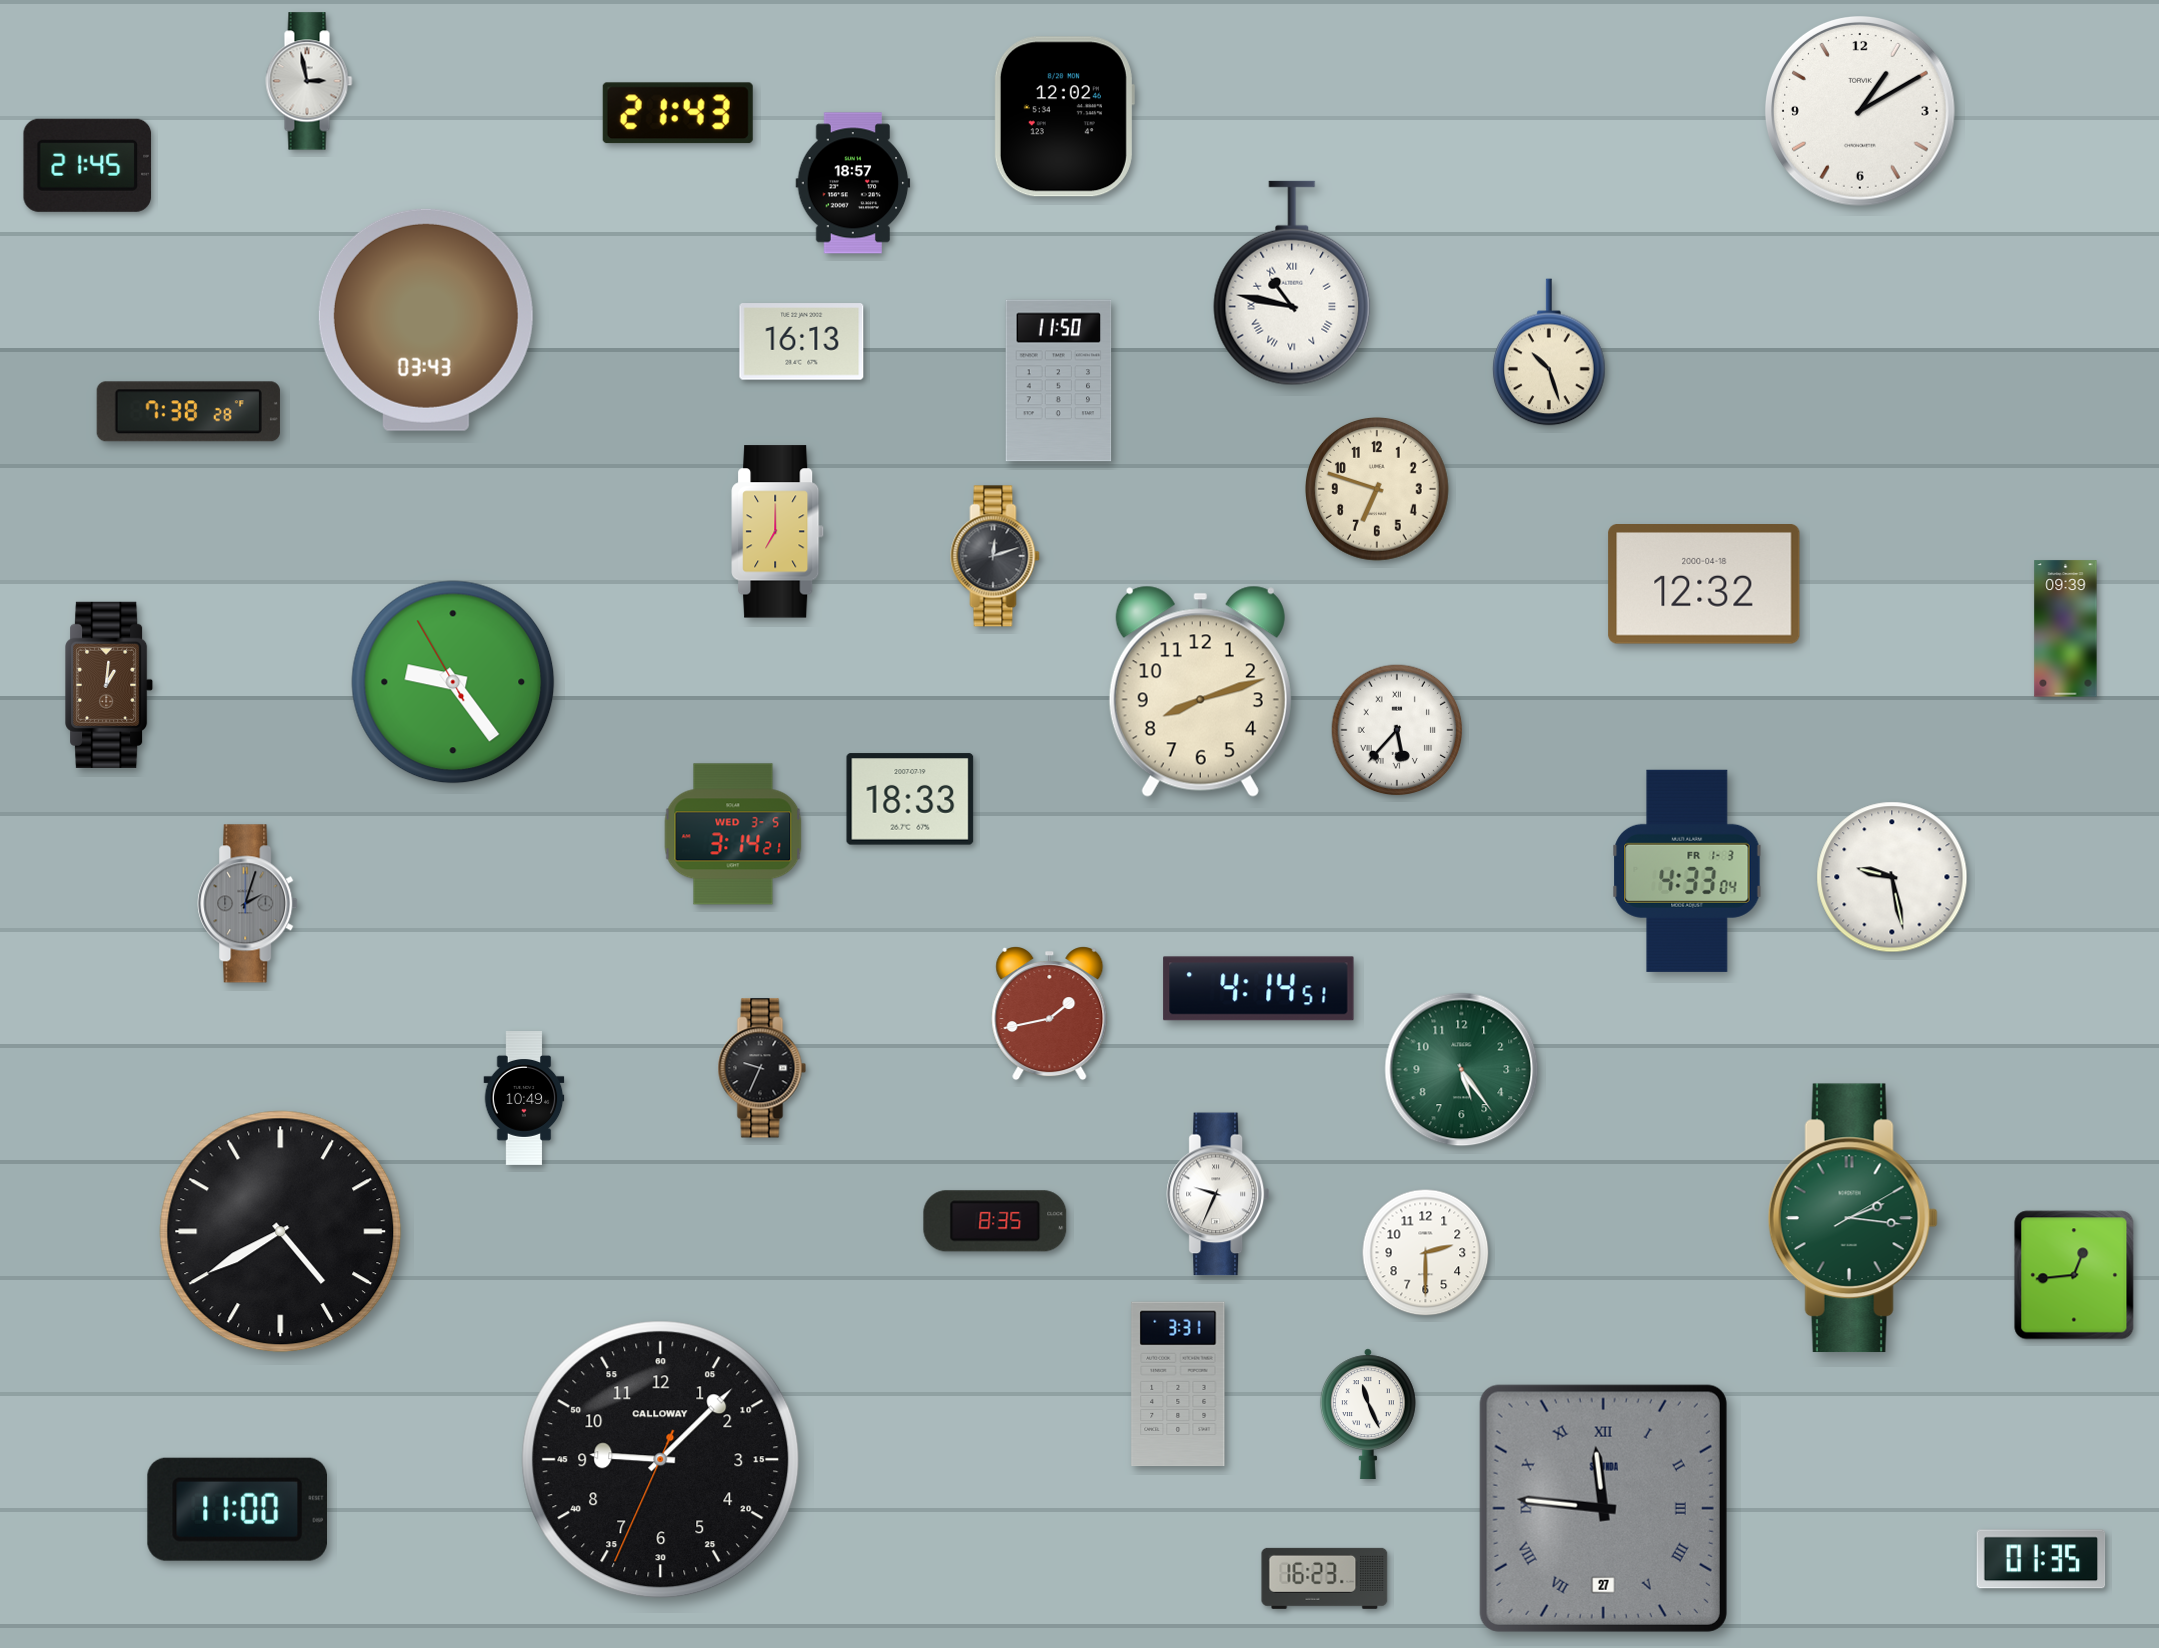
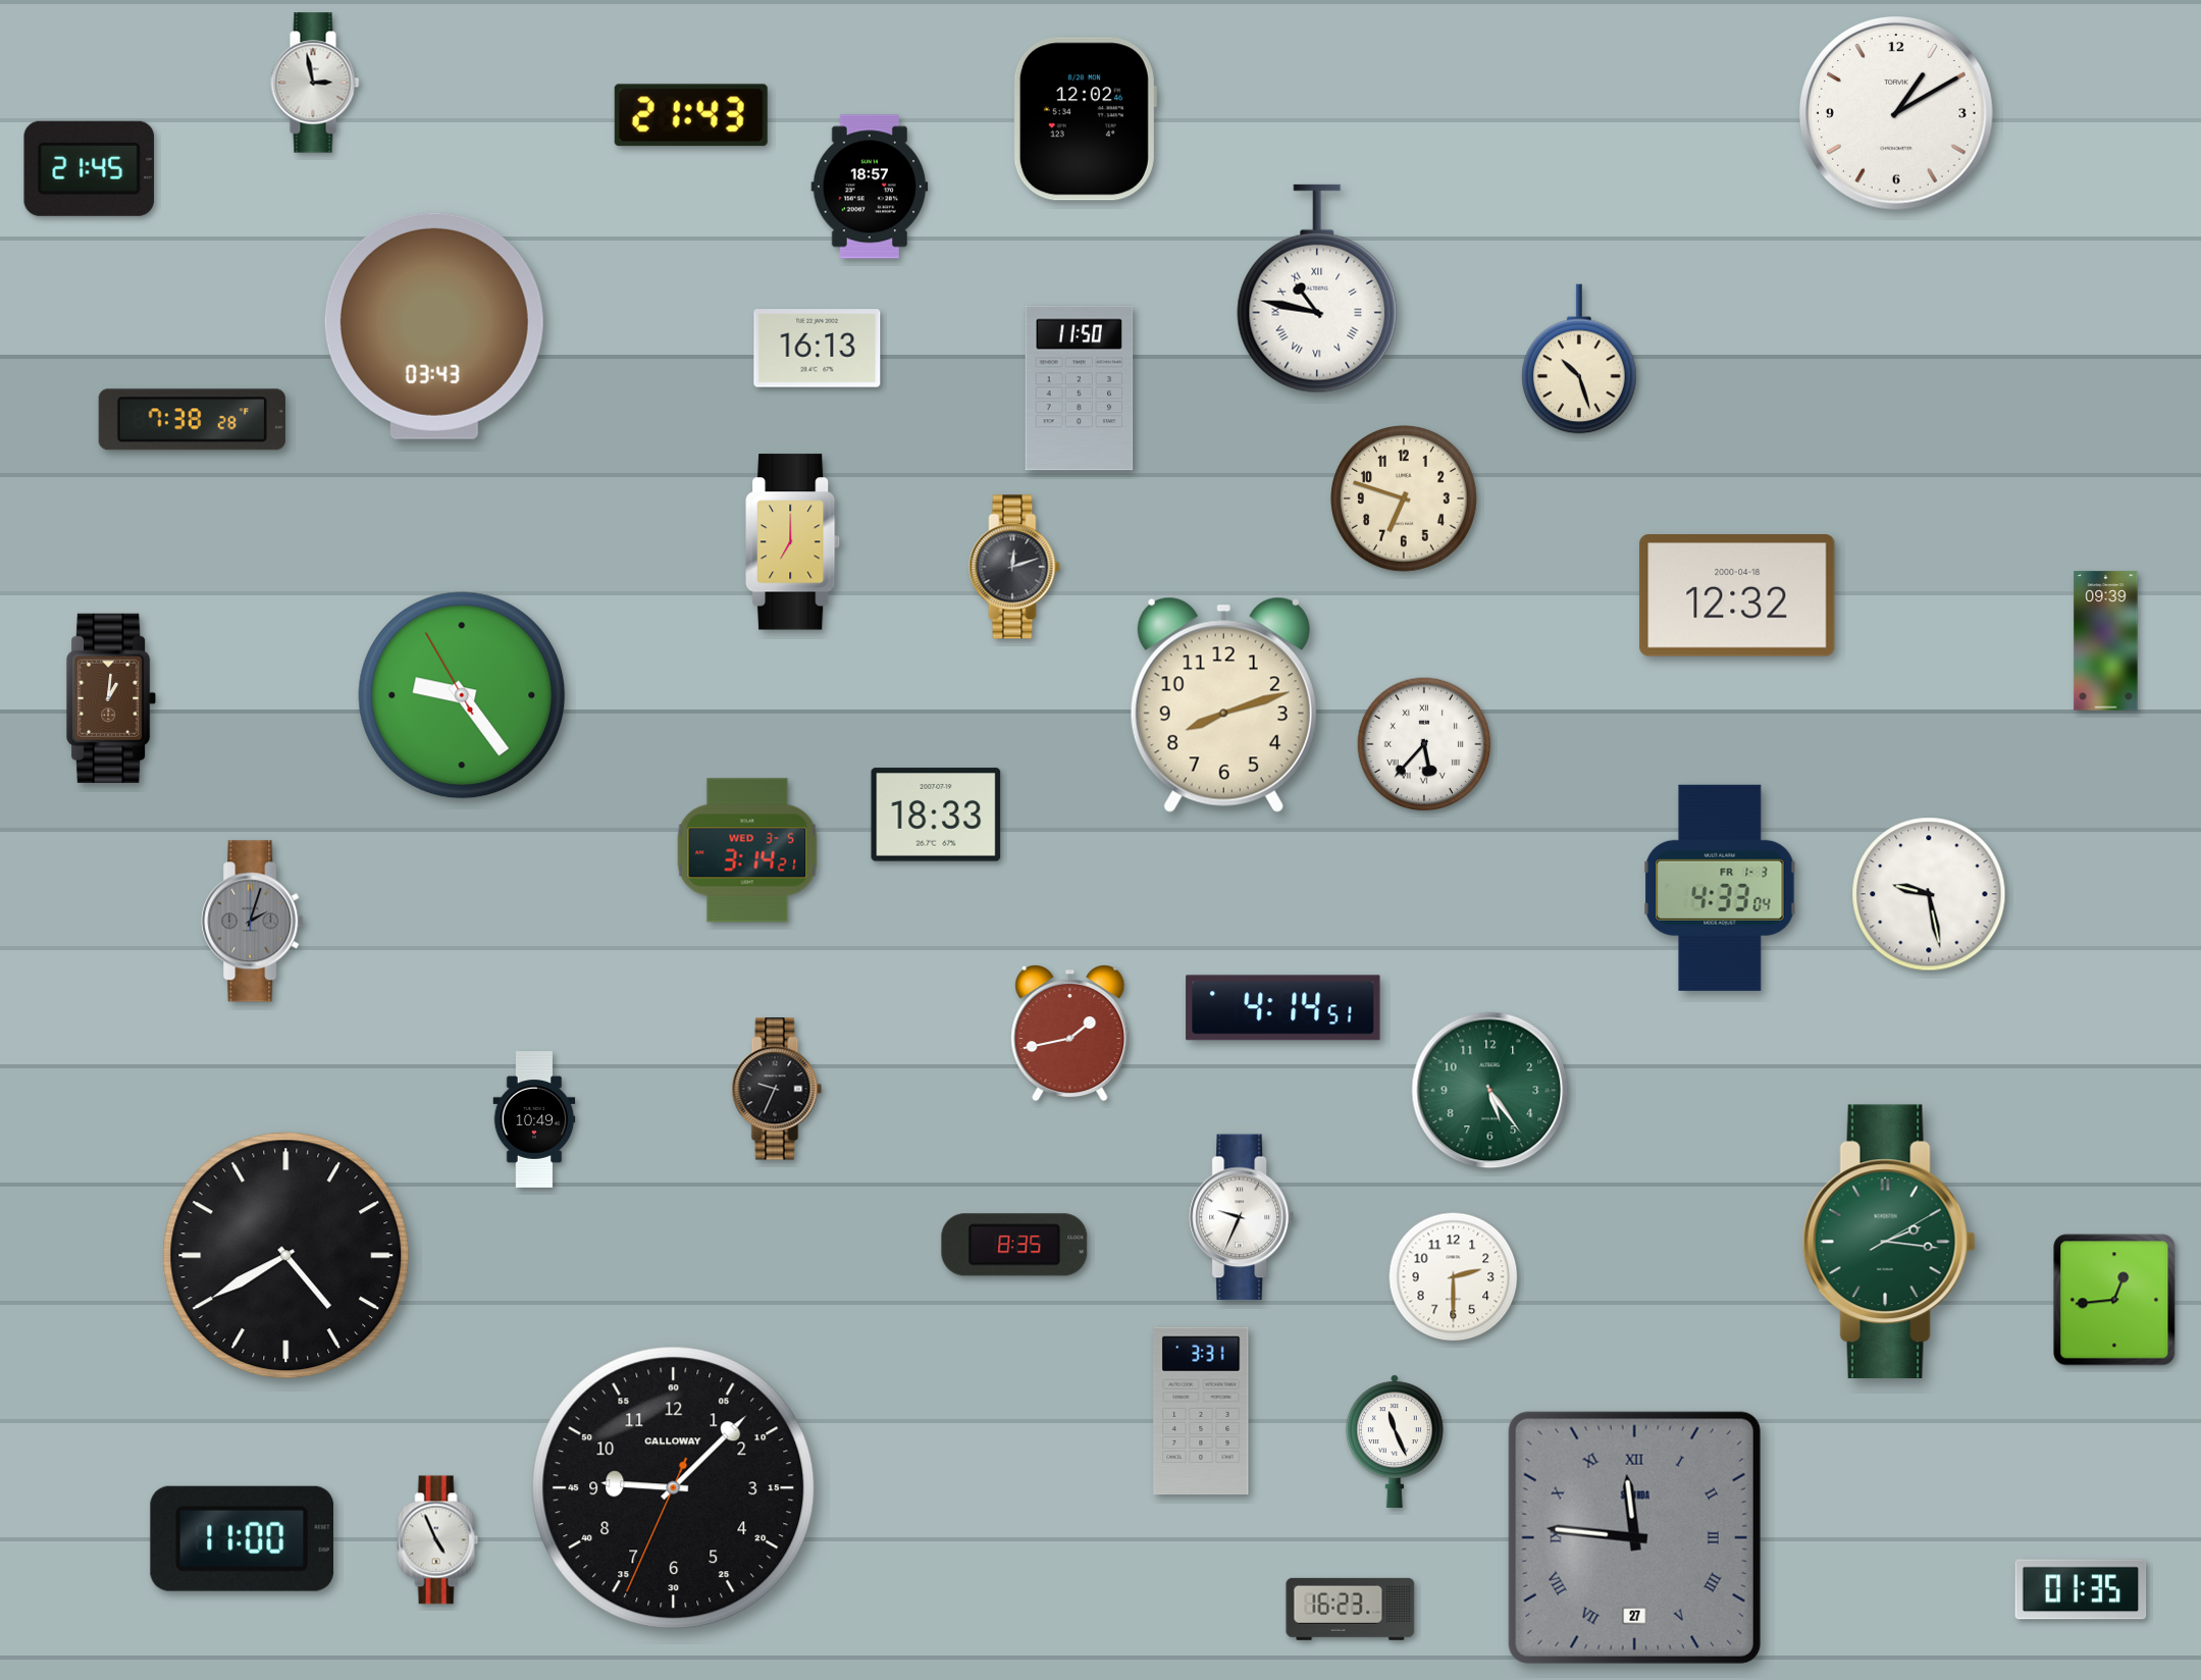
clock at (910, 799) position: (910, 799) -> (936, 815)
clock at (438, 1540): none -> 4:56
